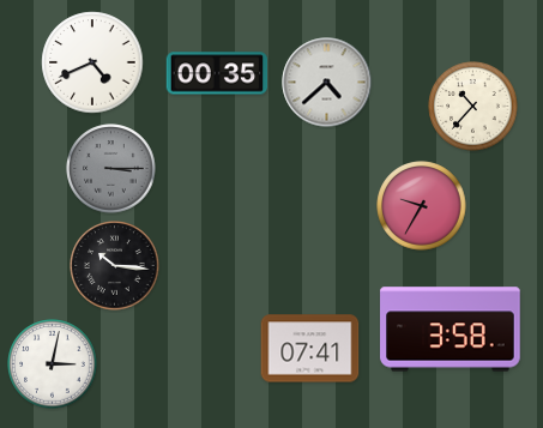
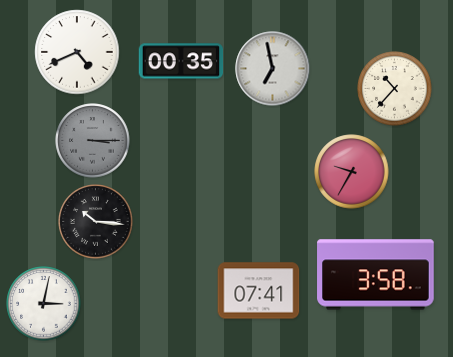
clock at (327, 83): 4:38 -> 6:58
